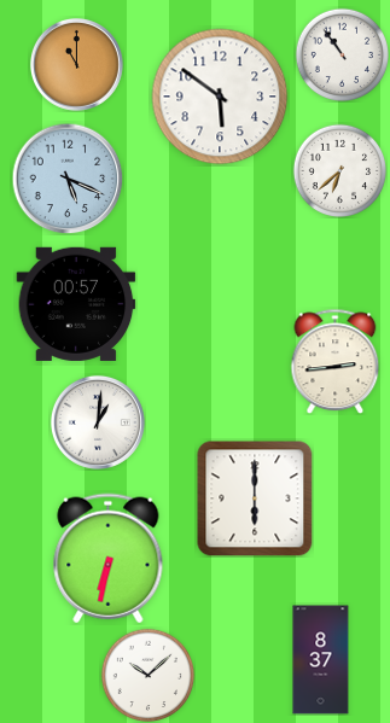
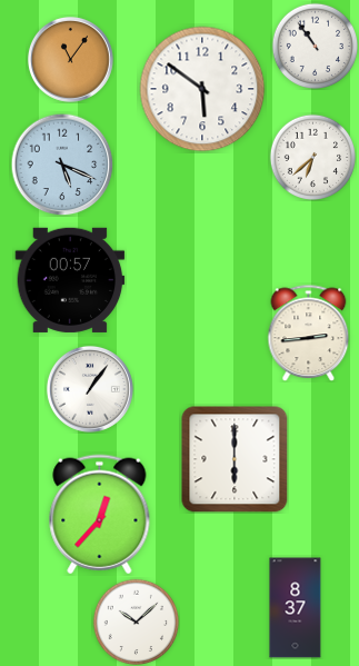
clock at (342, 54) position: (342, 54) -> (315, 46)
clock at (76, 64): 11:00 -> 11:06
clock at (98, 422): 1:01 -> 1:06
clock at (109, 559): 6:32 -> 12:37
